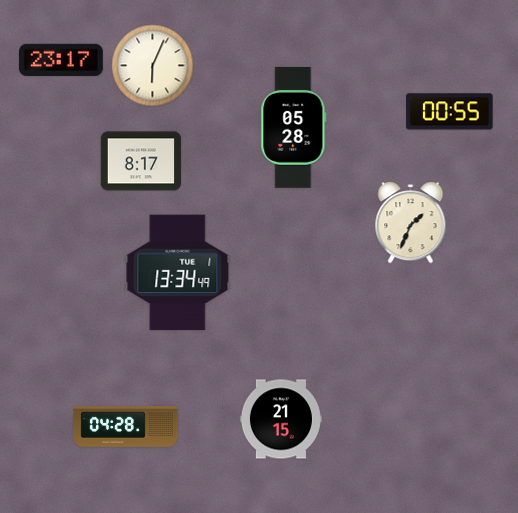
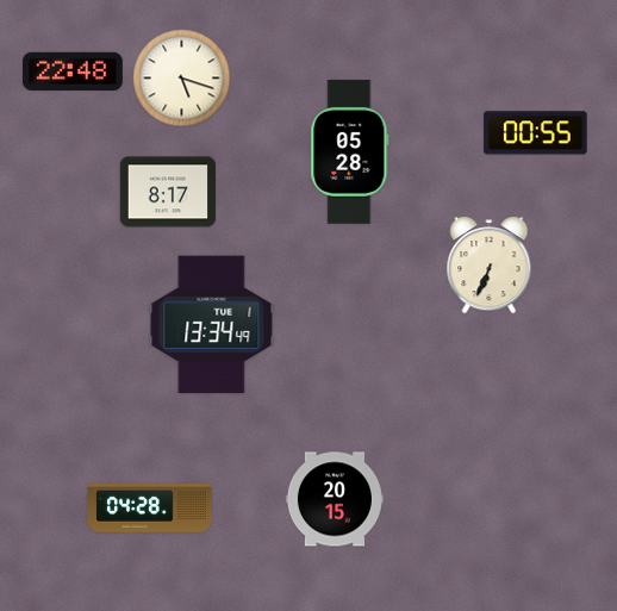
clock at (61, 60): 23:17 -> 22:48
clock at (153, 66): 6:04 -> 5:18
clock at (411, 223): 1:34 -> 6:34
clock at (281, 419): 21:15 -> 20:15
